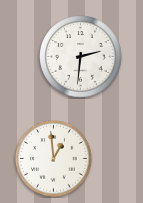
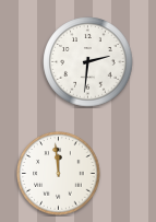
clock at (54, 159): 12:59 -> 11:59
